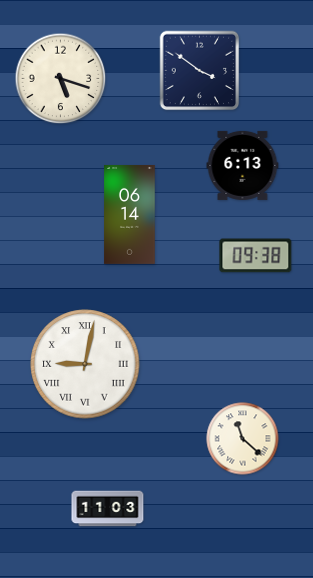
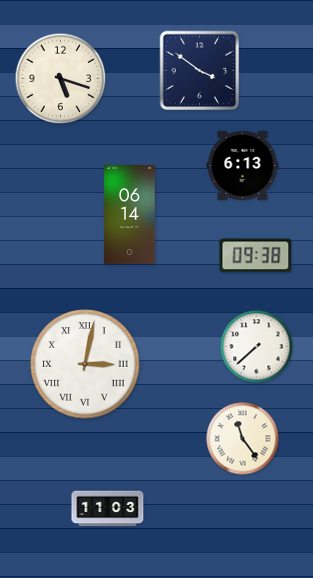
clock at (257, 347): none -> 7:38
clock at (85, 364): 9:02 -> 3:02
clock at (243, 439): 11:22 -> 11:24
